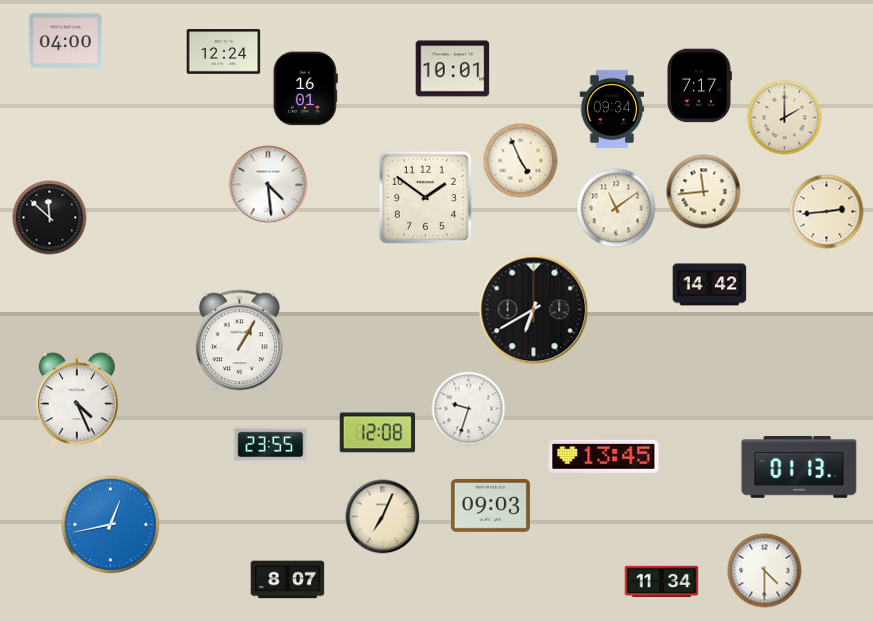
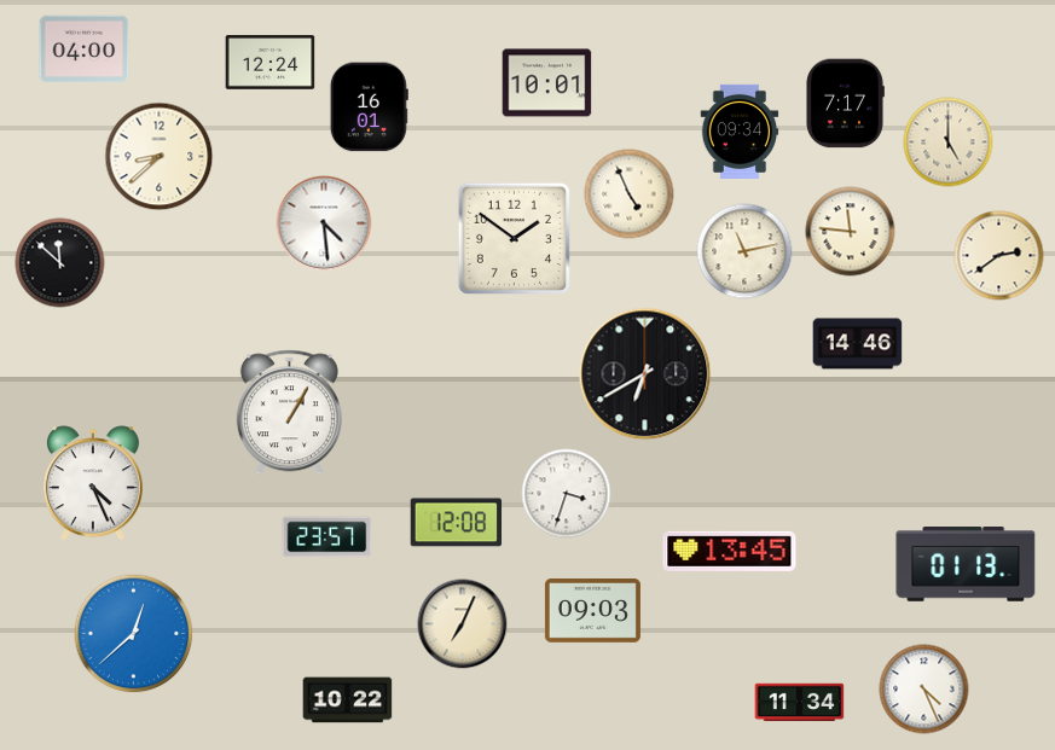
clock at (66, 41) position: (66, 41) -> (85, 50)
clock at (785, 118): 2:00 -> 5:00
clock at (160, 157): none -> 8:38
clock at (704, 192): 11:44 -> 11:46
clock at (616, 208): 11:09 -> 11:13
clock at (827, 212): 2:44 -> 2:39
clock at (710, 285): 14:42 -> 14:46
clock at (469, 409): 9:33 -> 3:33
clock at (271, 445): 23:55 -> 23:57
clock at (111, 525): 12:43 -> 12:38
clock at (765, 571): 4:30 -> 4:26
clock at (288, 580): 8:07 -> 10:22
